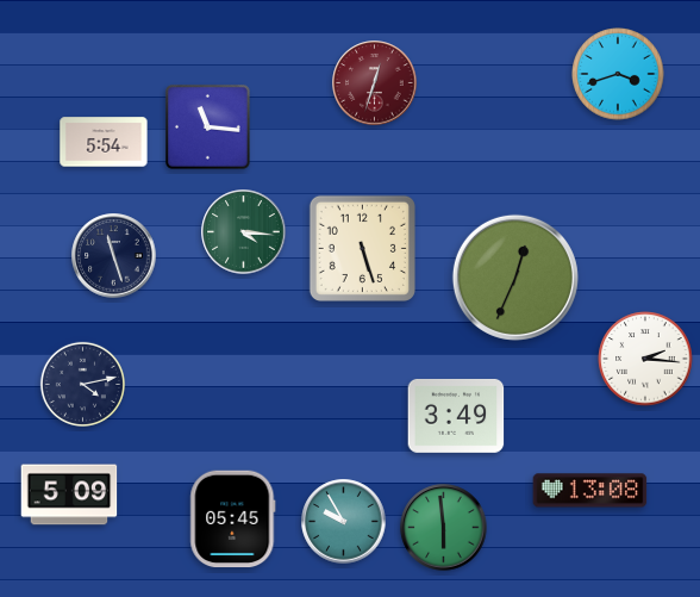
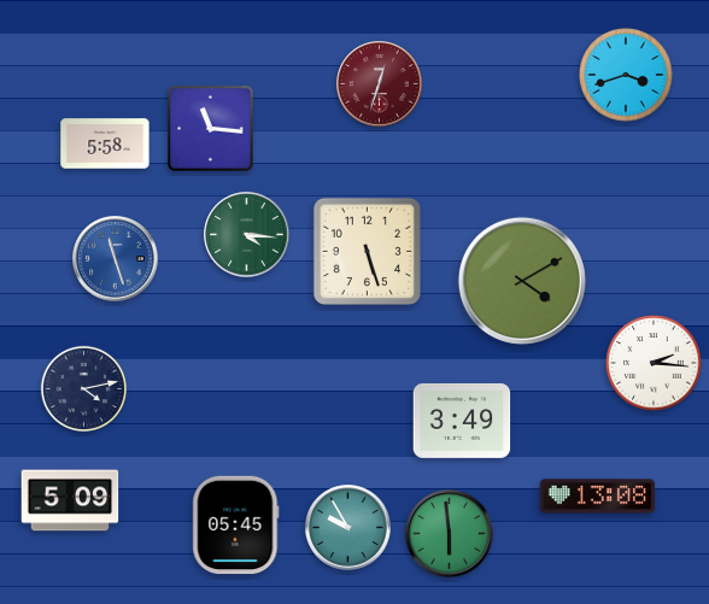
clock at (104, 142): 5:54 -> 5:58
clock at (114, 256) dial: navy -> blue
clock at (515, 278): 12:34 -> 4:10
